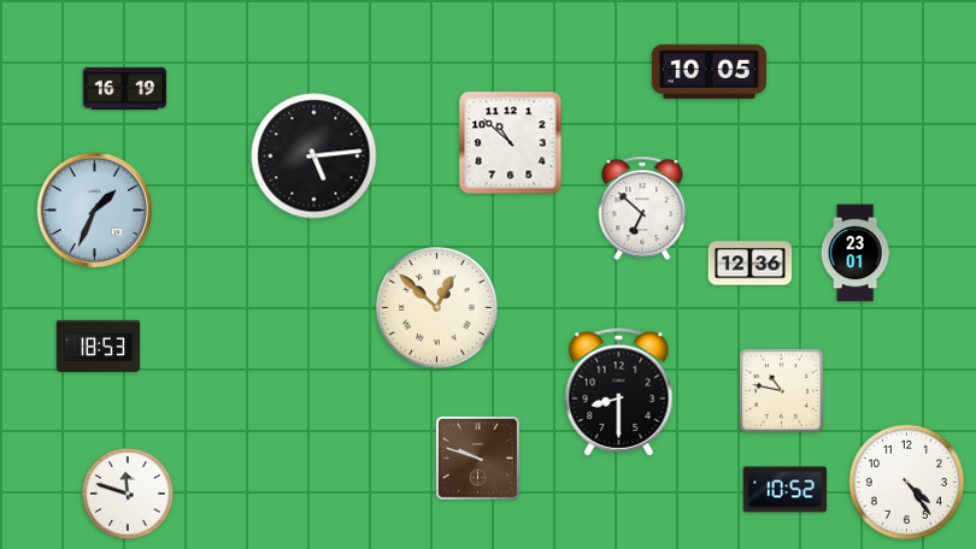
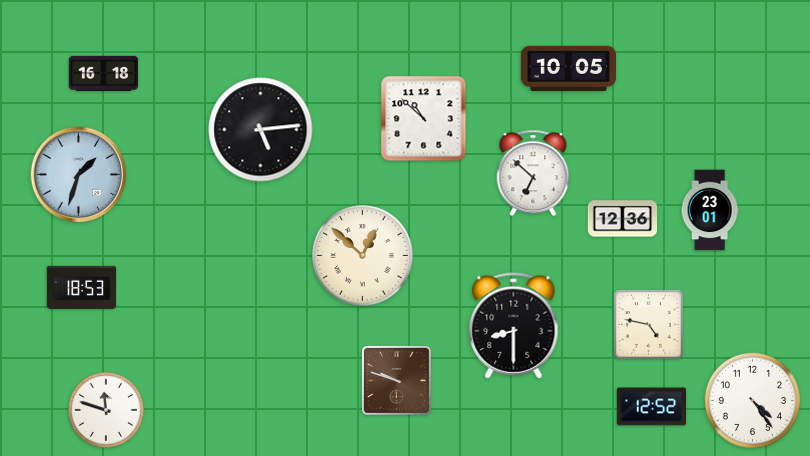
clock at (709, 71) position: (709, 71) -> (568, 68)
clock at (125, 88): 16:19 -> 16:18
clock at (95, 211): 1:34 -> 1:33
clock at (782, 391): 10:47 -> 4:47
clock at (786, 490): 10:52 -> 12:52
